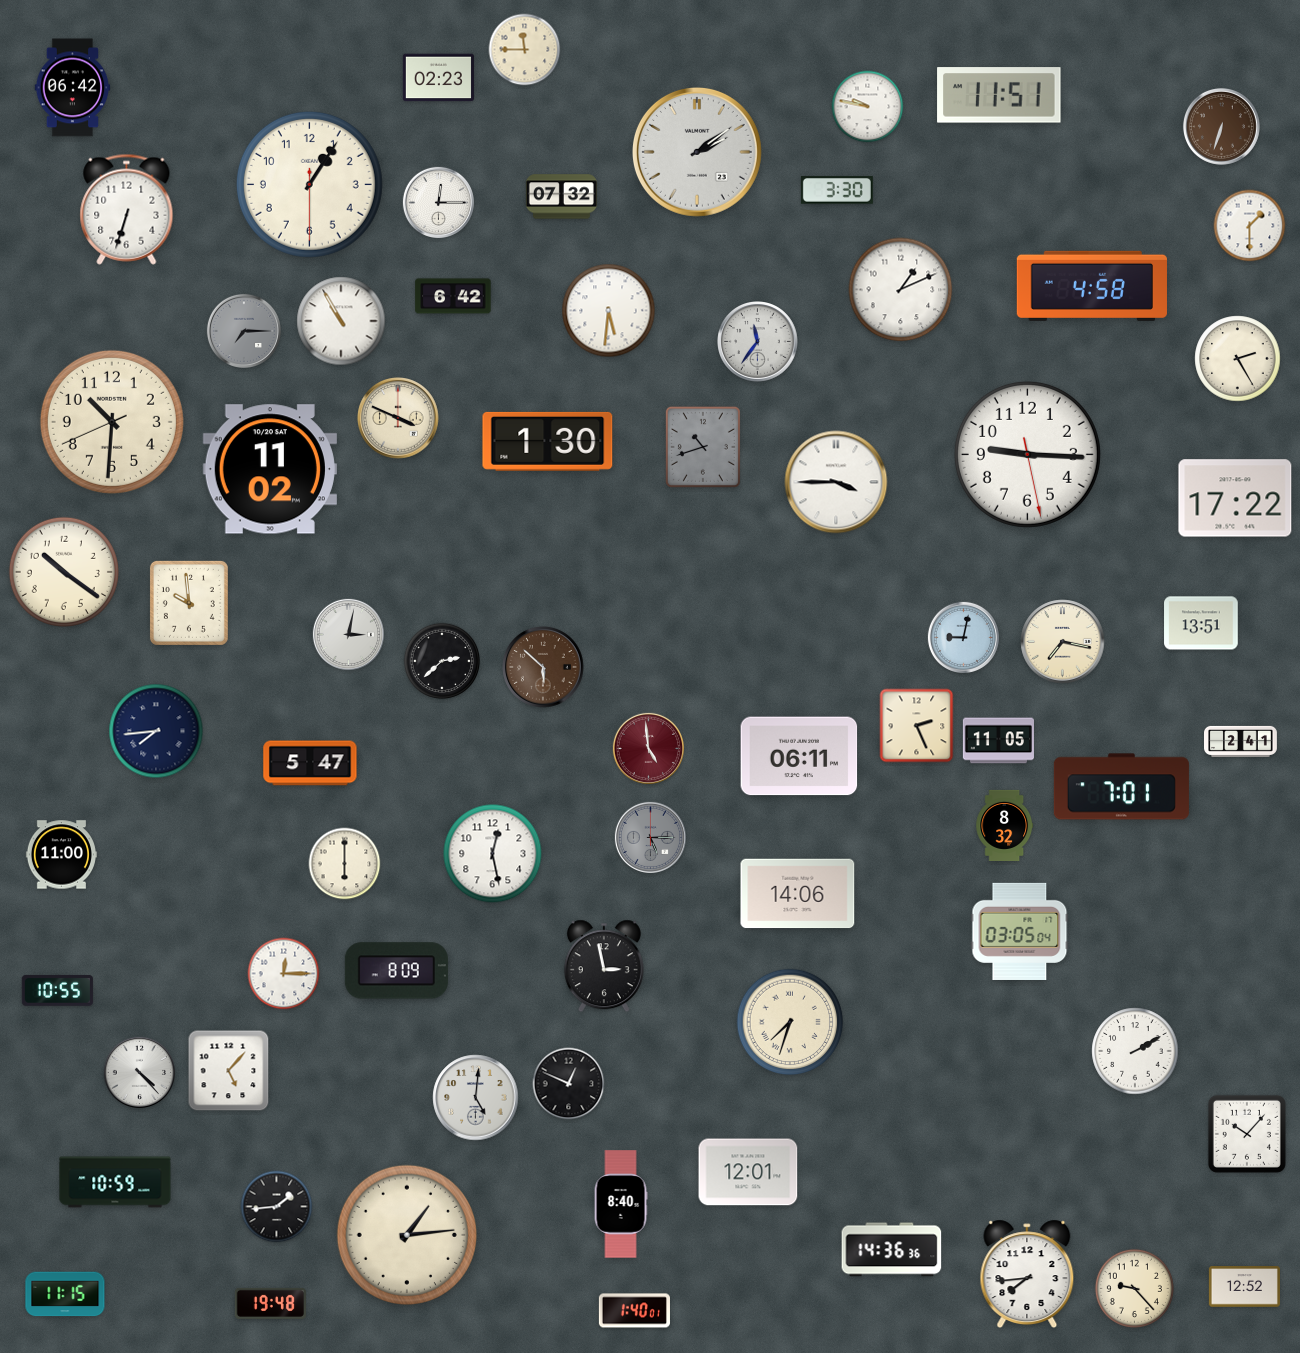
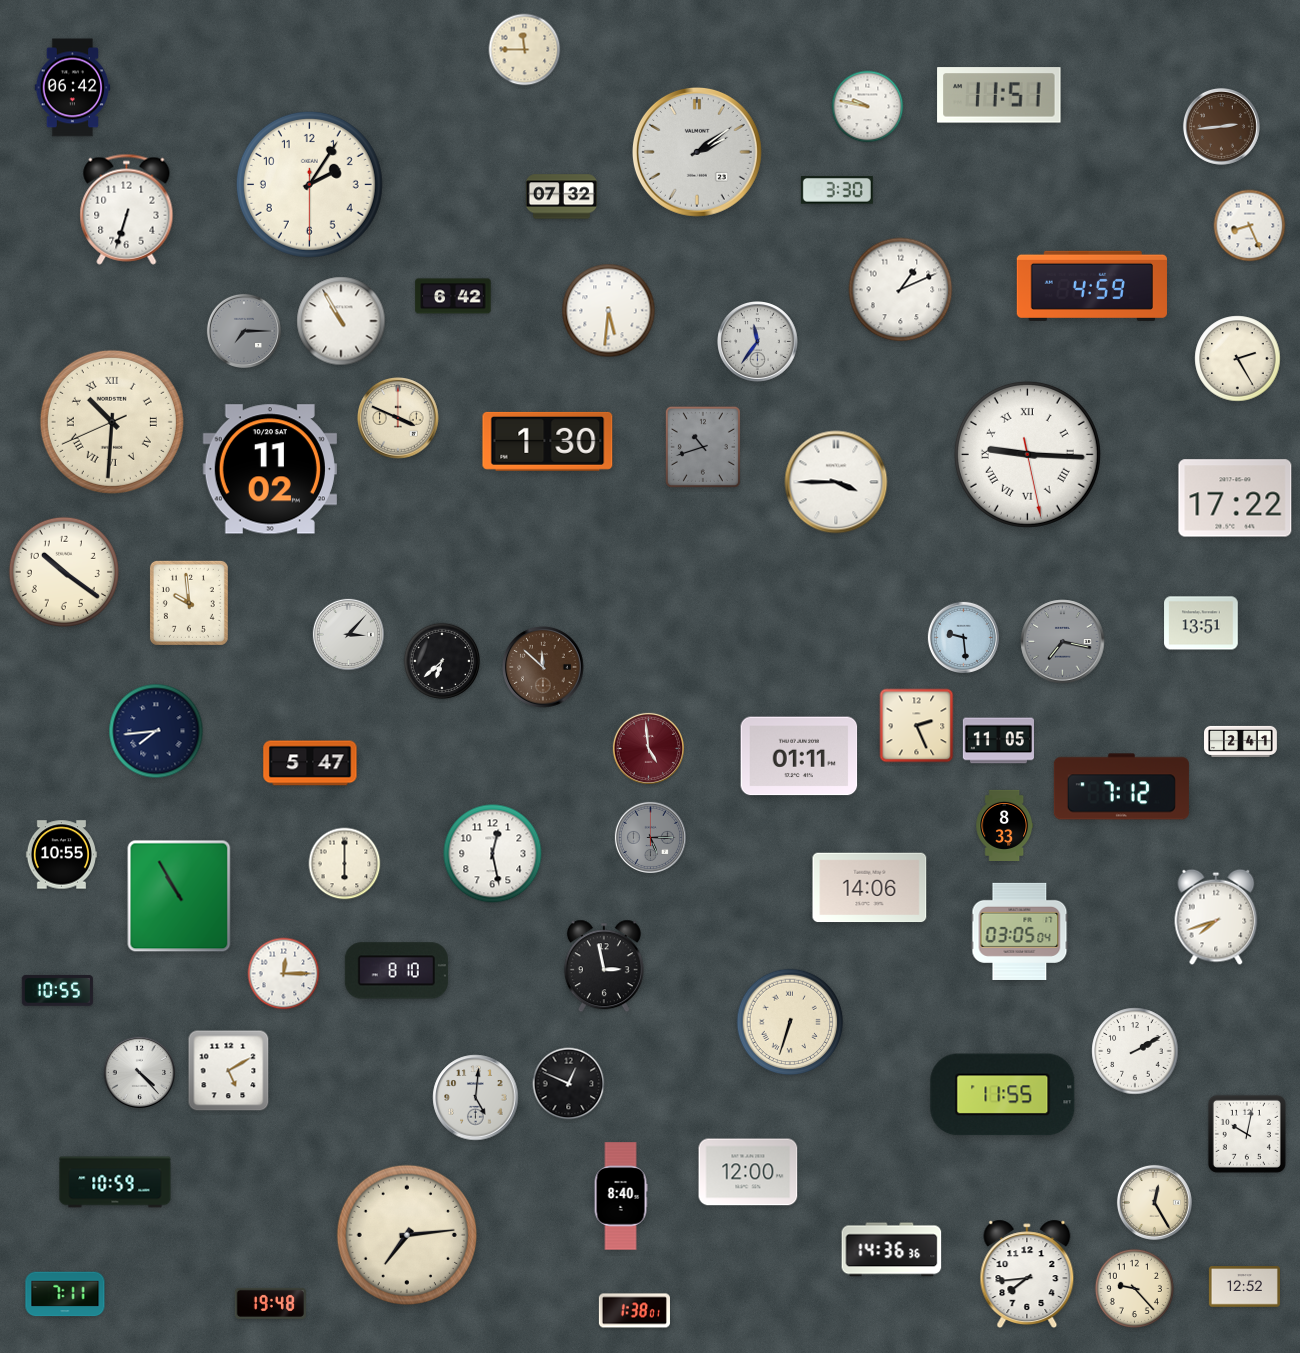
clock at (438, 78): 02:23 -> none
clock at (1221, 126): 6:33 -> 2:44
clock at (309, 184): 1:05 -> 2:05
clock at (438, 202): 12:15 -> none
clock at (1250, 226): 1:30 -> 8:26
clock at (1092, 286): 4:58 -> 4:59
clock at (112, 422) numerals: Arabic -> Roman
clock at (1027, 454) numerals: Arabic -> Roman
clock at (348, 634): 3:02 -> 3:07
clock at (963, 637): 9:02 -> 9:29
clock at (1063, 642) dial: cream -> grey
clock at (442, 661): 2:38 -> 6:38
clock at (543, 667): 5:52 -> 11:52
clock at (799, 756): 06:11 -> 01:11
clock at (1121, 787): 7:01 -> 7:12
clock at (1005, 825): 8:32 -> 8:33
clock at (61, 855): 11:00 -> 10:55
clock at (798, 894) position: (798, 894) -> (870, 888)
clock at (179, 896): none -> 10:55
clock at (1216, 917): none -> 7:42
clock at (396, 971): 8:09 -> 8:10
clock at (790, 1022): 7:33 -> 6:33
clock at (229, 1071): 5:07 -> 5:10
clock at (1003, 1095): none -> 11:55
clock at (1247, 1134): 10:07 -> 10:02
clock at (748, 1172): 12:01 -> 12:00
clock at (1154, 1202): none -> 12:25
clock at (621, 1204) position: (621, 1204) -> (621, 1196)
clock at (277, 1207): 1:44 -> none
clock at (407, 1235): 1:14 -> 7:14
clock at (65, 1294): 11:15 -> 7:11
clock at (634, 1311): 1:40 -> 1:38
